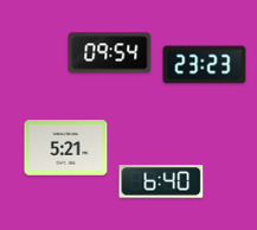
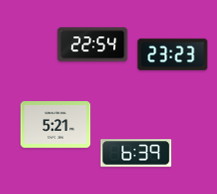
clock at (110, 53): 09:54 -> 22:54
clock at (161, 181): 6:40 -> 6:39
